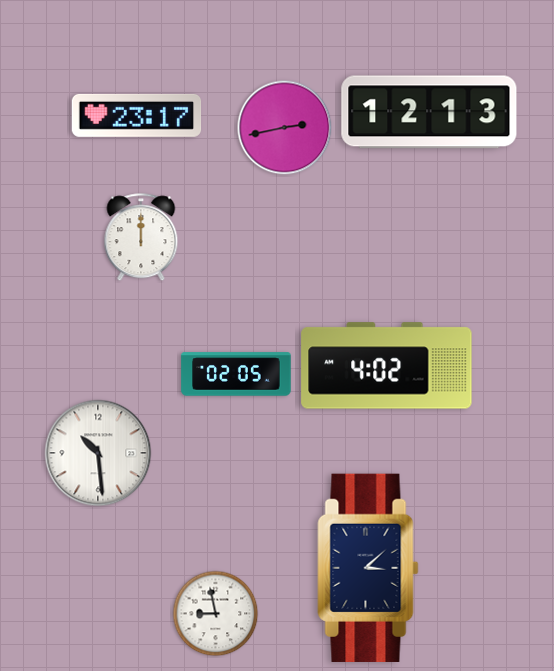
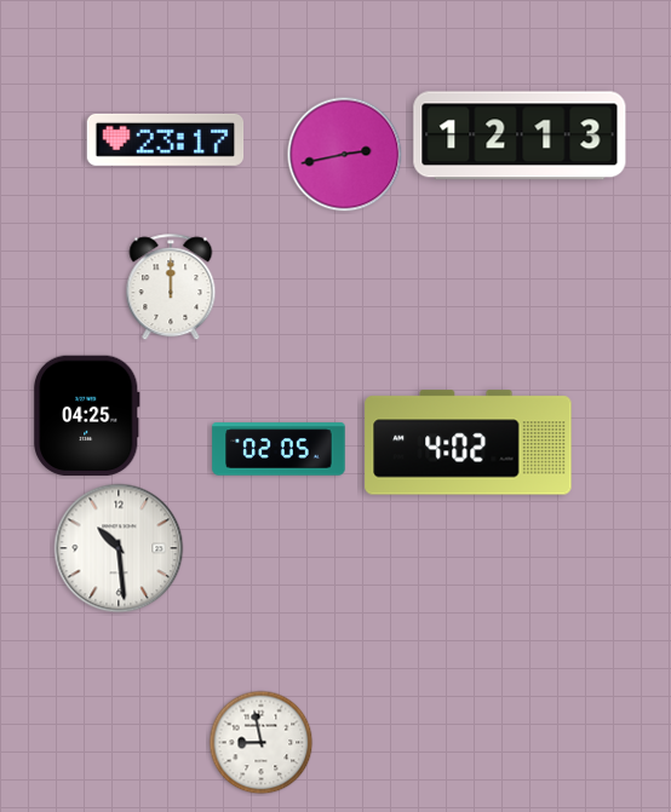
clock at (87, 416): none -> 04:25
clock at (236, 374) position: (236, 374) -> (279, 449)
clock at (368, 568): 3:08 -> none
